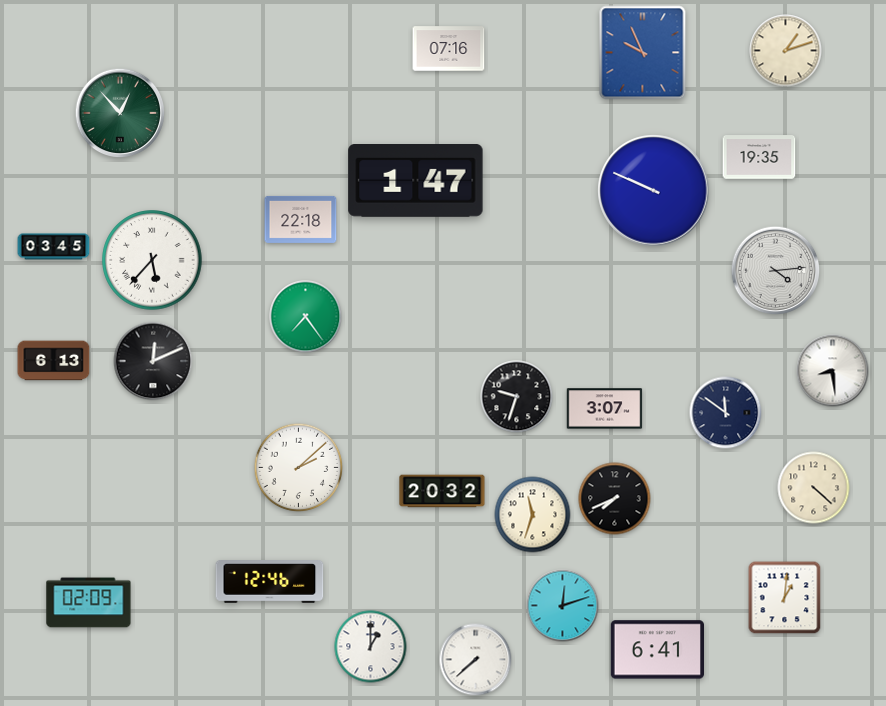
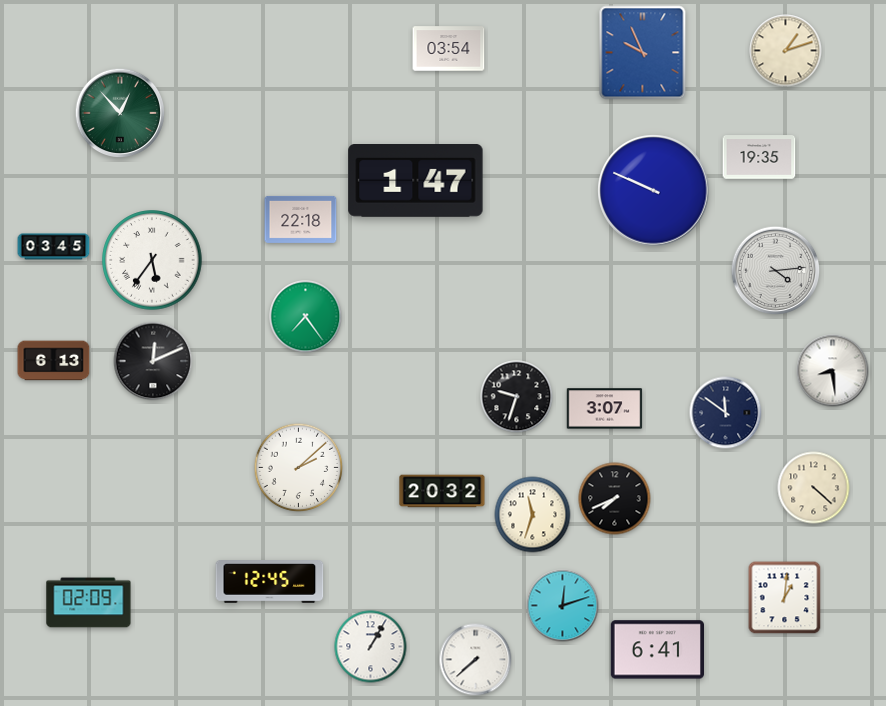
clock at (449, 49): 07:16 -> 03:54
clock at (152, 260): 5:37 -> 5:36
clock at (270, 582): 12:46 -> 12:45
clock at (371, 647): 1:00 -> 1:05
